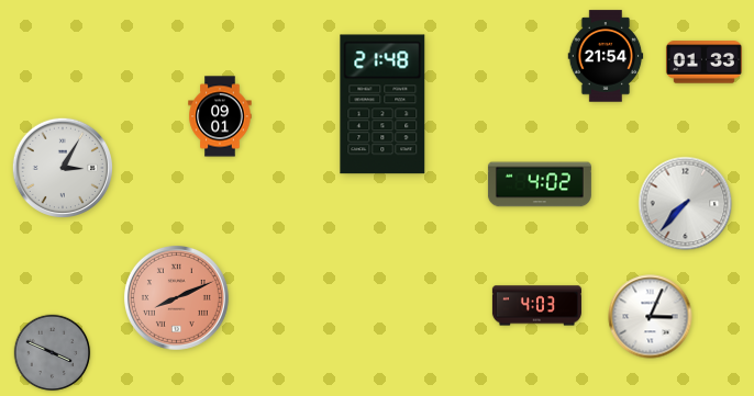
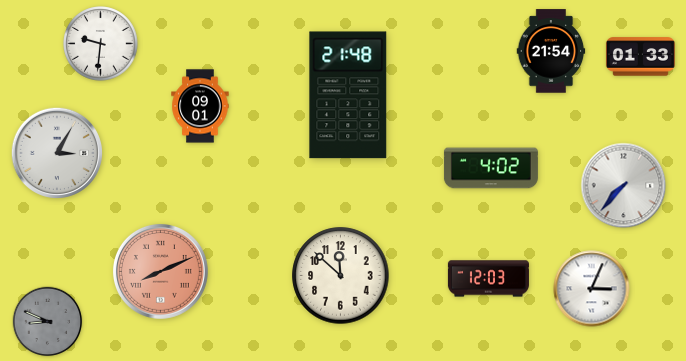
clock at (101, 44): none -> 9:31
clock at (341, 276): none -> 11:52
clock at (536, 306): 4:03 -> 12:03
clock at (53, 353): 3:49 -> 8:49
